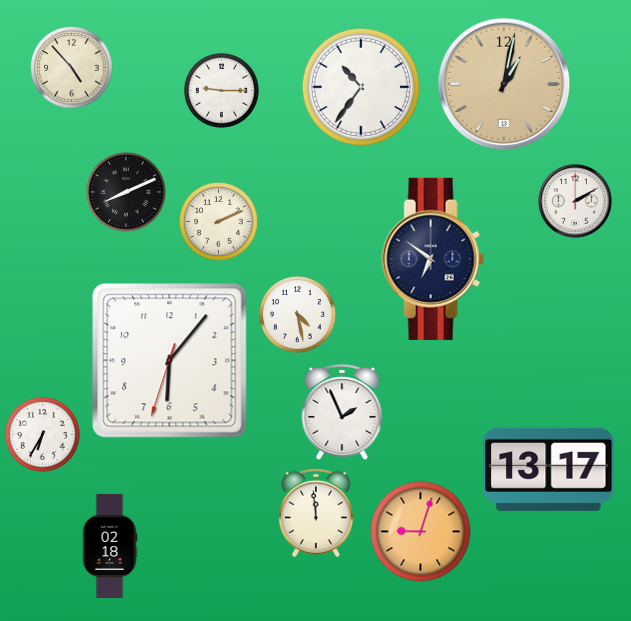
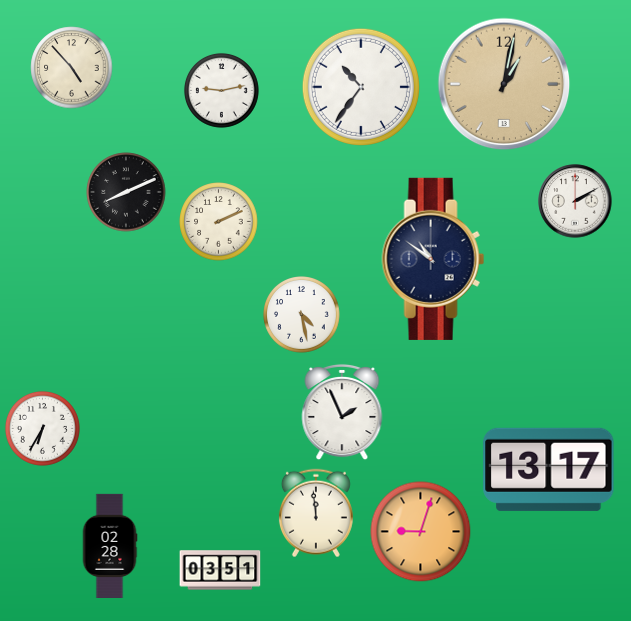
clock at (221, 90): 9:15 -> 9:13
clock at (433, 259): 6:51 -> 10:51
clock at (298, 315) position: (298, 315) -> (302, 315)
clock at (170, 361): 6:06 -> none
clock at (42, 434) position: (42, 434) -> (42, 428)
clock at (110, 545): 02:18 -> 02:28
clock at (220, 570): none -> 03:51
